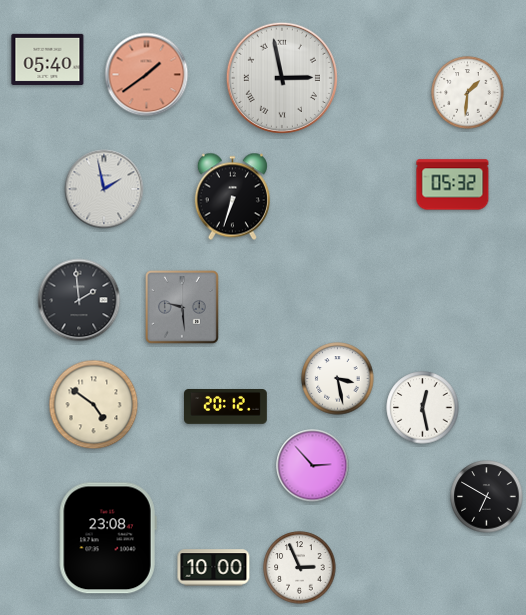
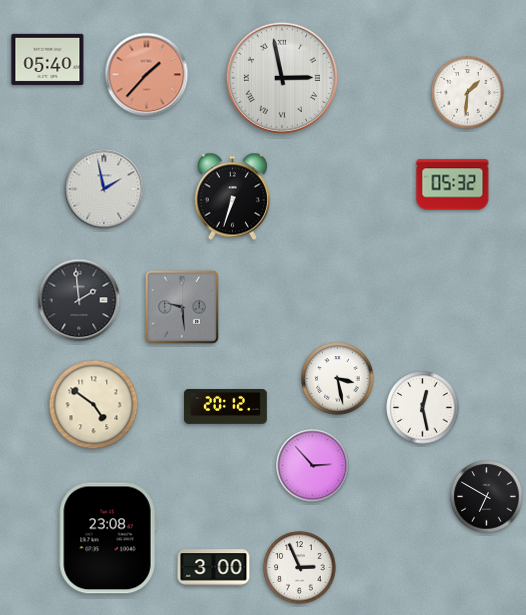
clock at (147, 75): 1:39 -> 1:37
clock at (214, 568): 10:00 -> 3:00
